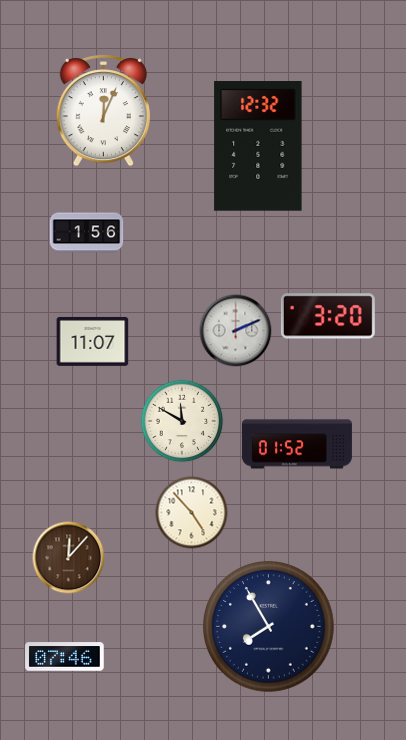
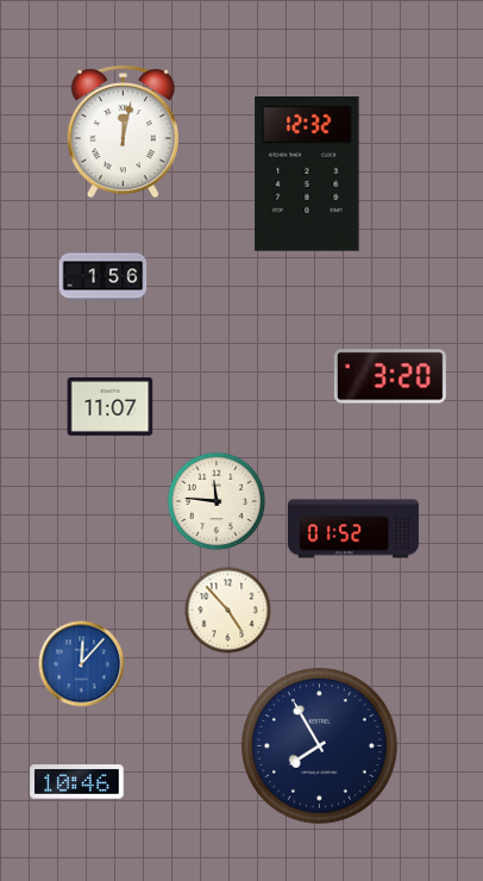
clock at (103, 111): 12:04 -> 12:02
clock at (236, 331): 2:11 -> none
clock at (182, 421): 11:50 -> 11:46
clock at (69, 558) dial: brown -> blue
clock at (65, 657): 07:46 -> 10:46
